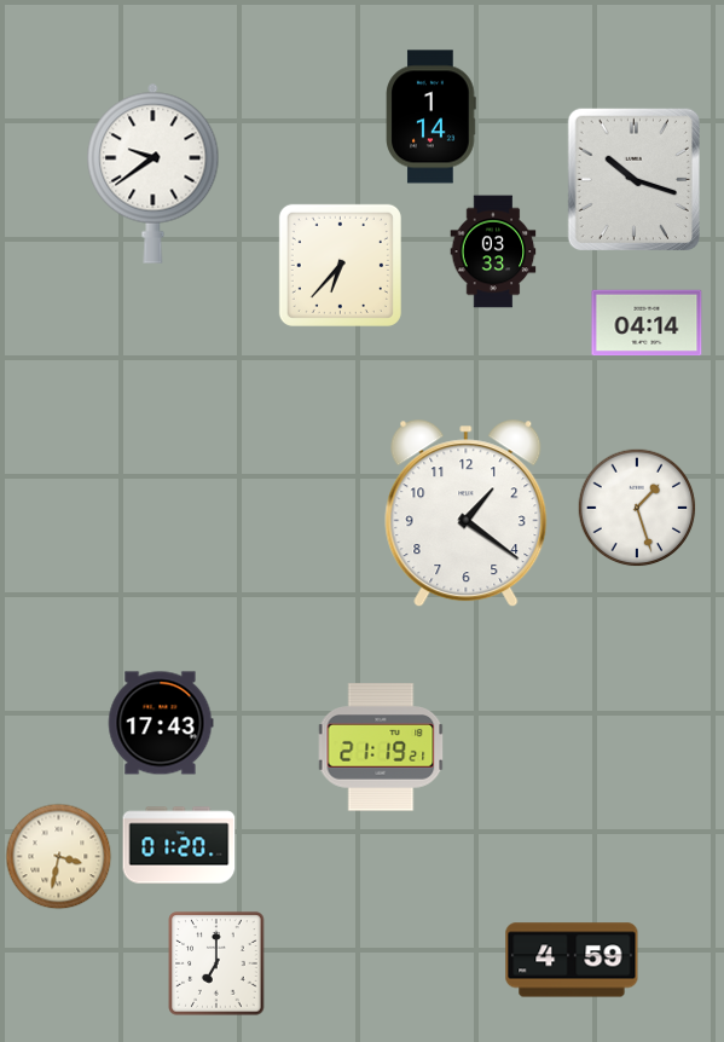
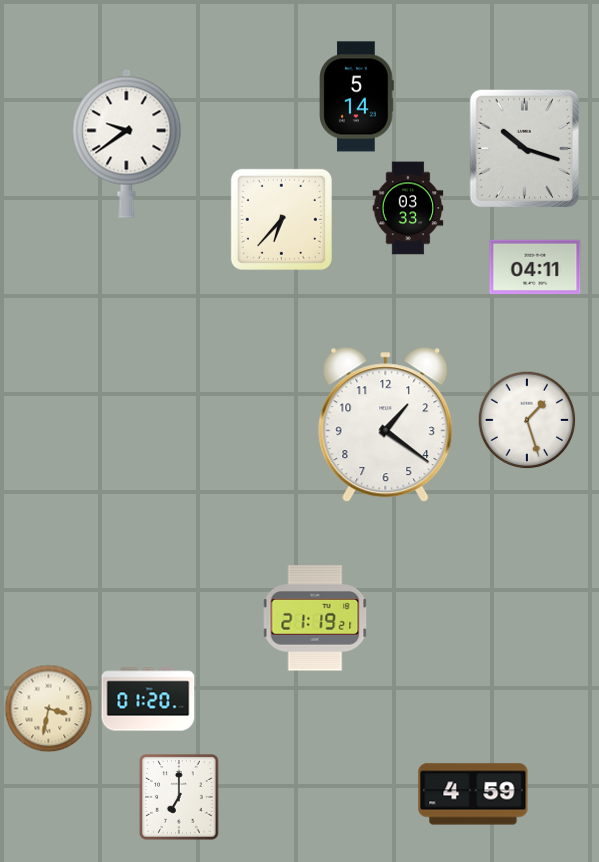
clock at (431, 117): 1:14 -> 5:14
clock at (647, 323): 04:14 -> 04:11
clock at (161, 723): 17:43 -> none
